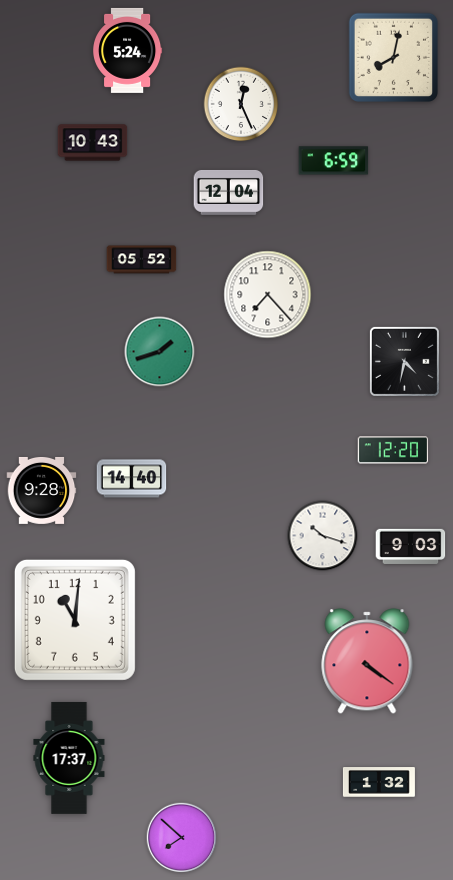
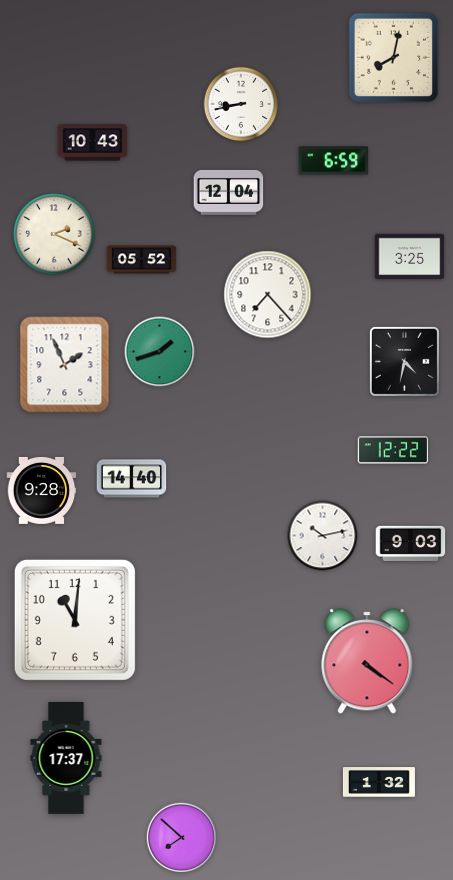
clock at (128, 50): 5:24 -> none
clock at (241, 104): 12:26 -> 8:43
clock at (54, 234): none -> 2:19
clock at (410, 257): none -> 3:25
clock at (65, 365): none -> 1:56
clock at (393, 450): 12:20 -> 12:22
clock at (323, 536): 10:18 -> 10:13
clock at (411, 546) position: (411, 546) -> (411, 543)
clock at (69, 758) position: (69, 758) -> (66, 758)
